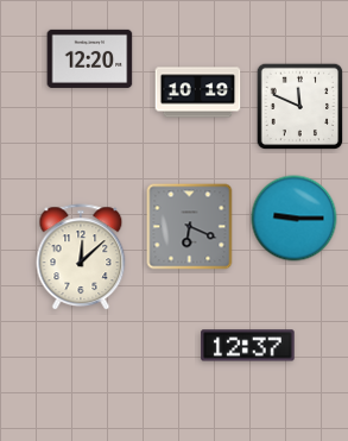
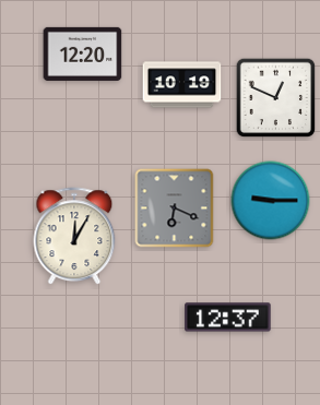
clock at (300, 107): 11:49 -> 12:49
clock at (81, 258): 12:08 -> 12:05
